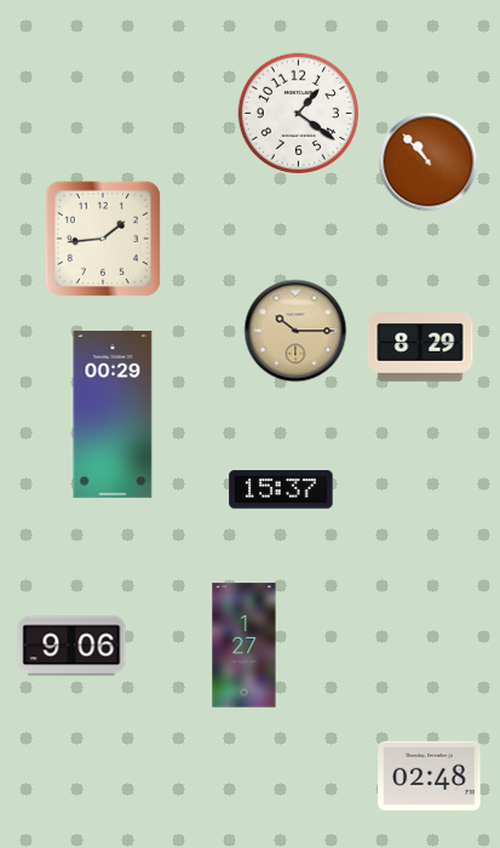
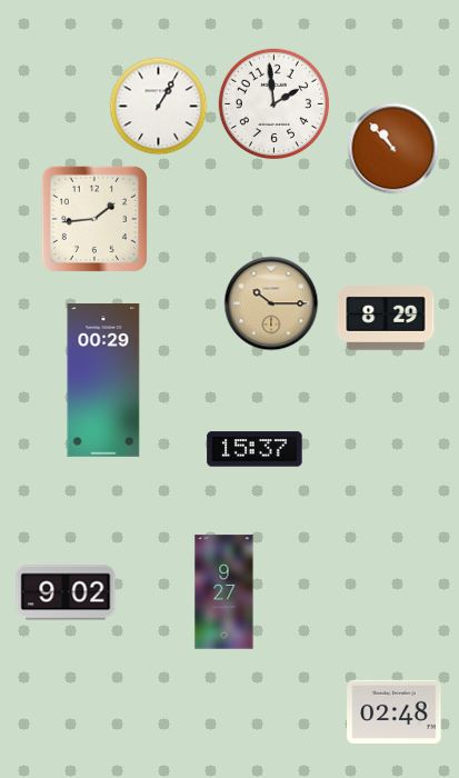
clock at (298, 113): 1:21 -> 1:59
clock at (159, 107): none -> 1:05
clock at (281, 489) position: (281, 489) -> (255, 449)
clock at (71, 646): 9:06 -> 9:02
clock at (245, 646): 1:27 -> 9:27
